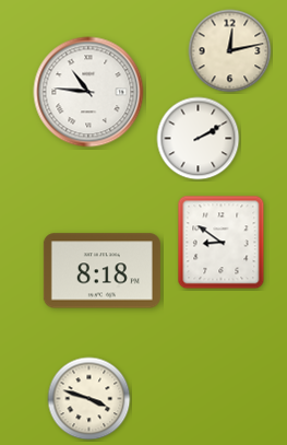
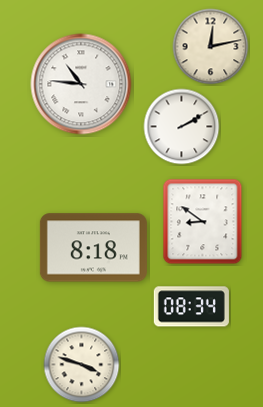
clock at (191, 307): none -> 08:34
